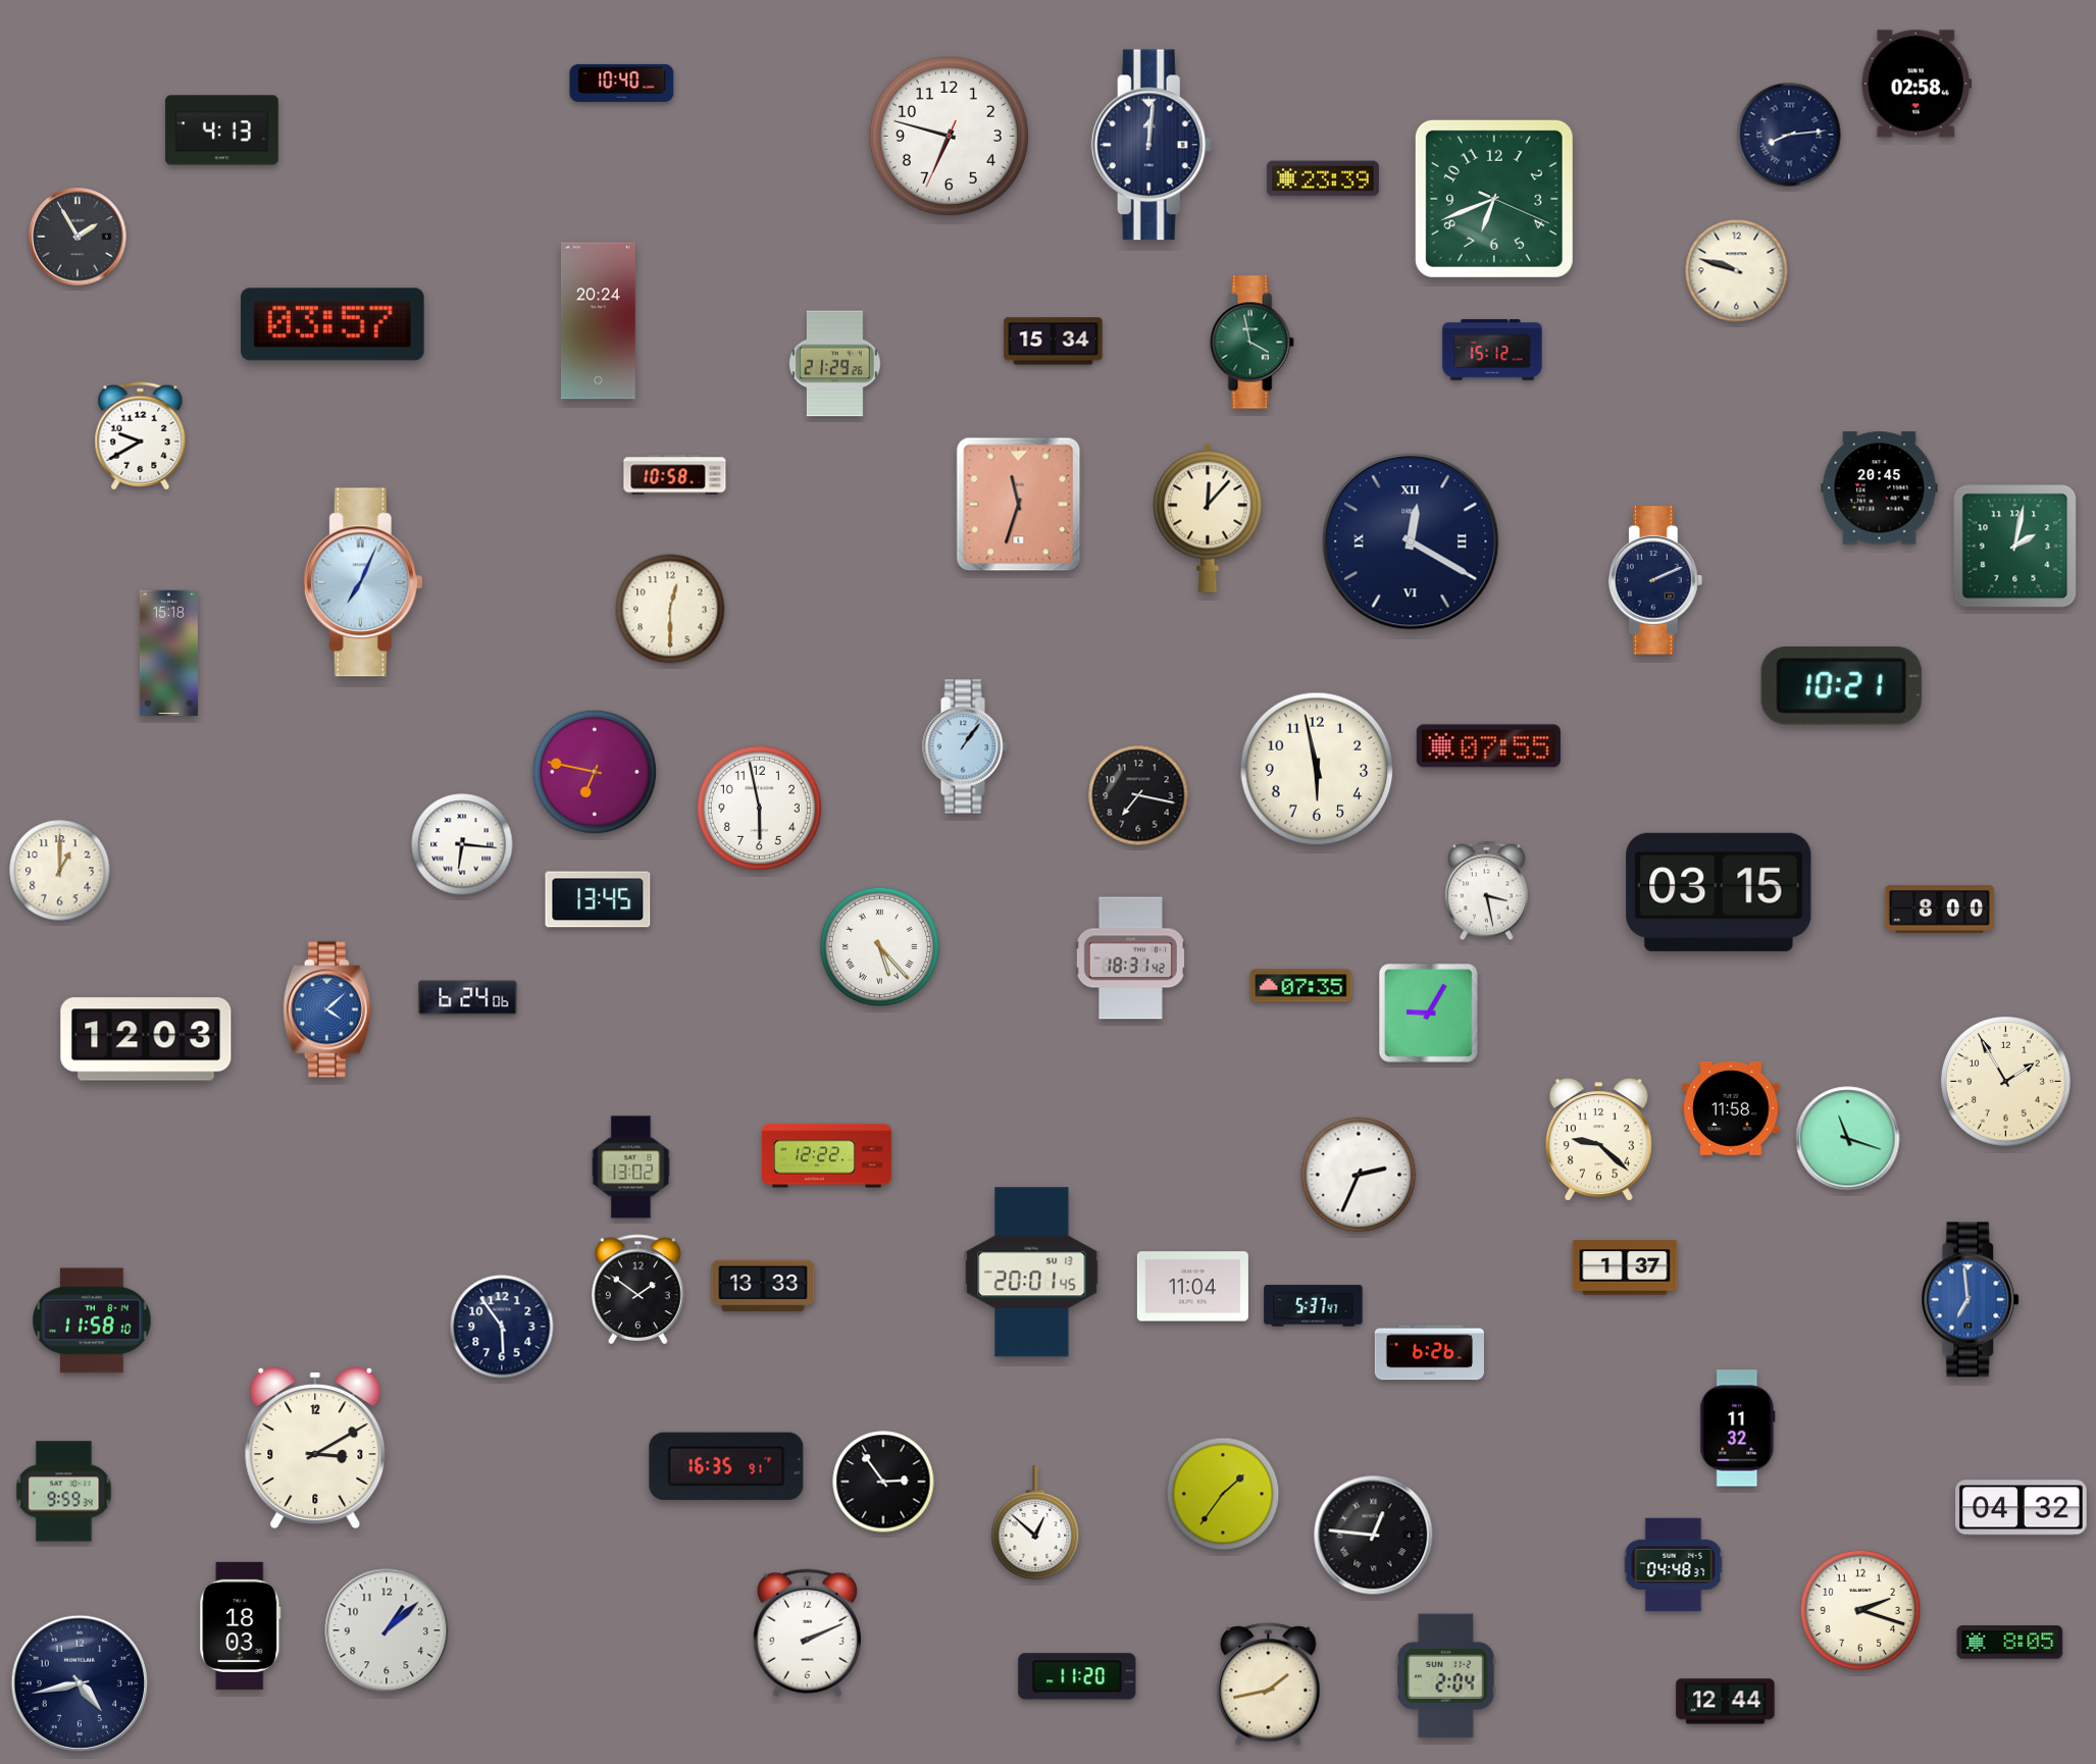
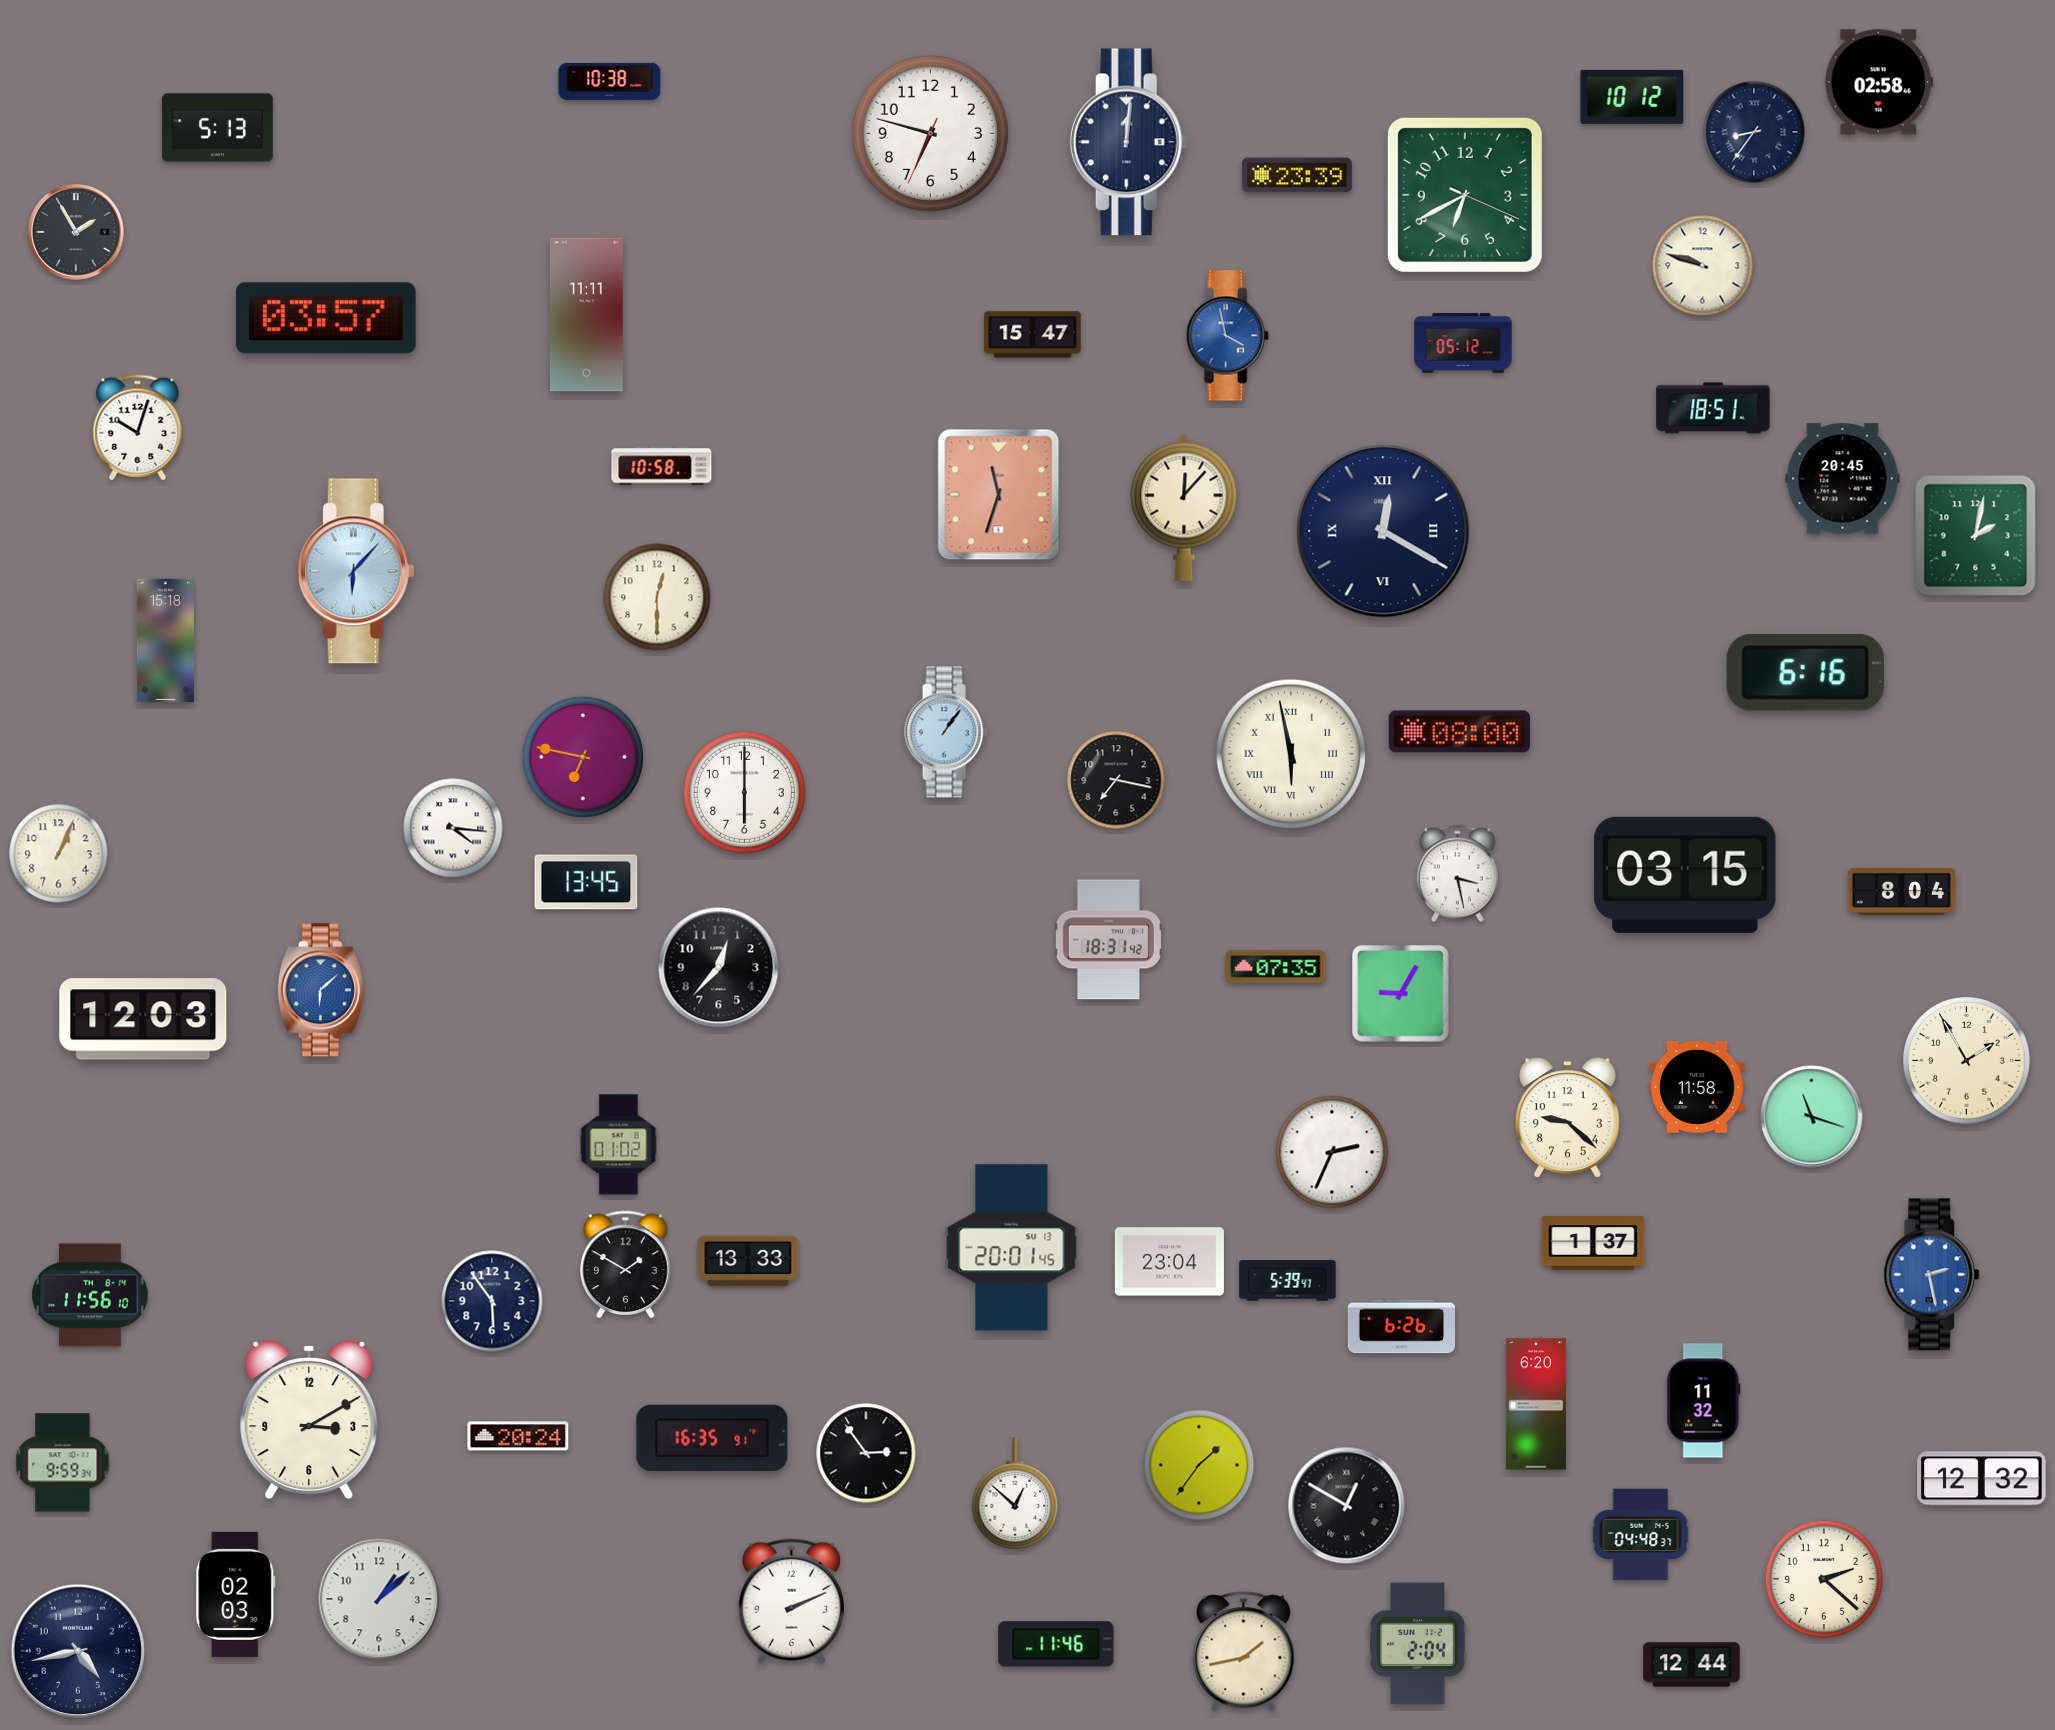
clock at (622, 83): 10:40 -> 10:38
clock at (1632, 97): none -> 10:12
clock at (222, 131): 4:13 -> 5:13
clock at (1789, 135): 8:14 -> 8:36
clock at (1494, 199): 6:41 -> 6:40
clock at (598, 321): 20:24 -> 11:11
clock at (1054, 342): 15:34 -> 15:47
clock at (1251, 343) dial: green -> blue
clock at (1492, 350): 15:12 -> 05:12
clock at (835, 364): 21:29 -> none
clock at (1713, 408): none -> 18:51
clock at (141, 436): 9:40 -> 10:03
clock at (1656, 580): 2:11 -> none
clock at (363, 582): 7:04 -> 6:07
clock at (1841, 686): 10:21 -> 6:16
clock at (1488, 746): 07:55 -> 08:00
clock at (1317, 769) numerals: Arabic -> Roman
clock at (759, 808): 5:58 -> 6:00
clock at (462, 844): 6:16 -> 4:16
clock at (60, 871): 1:00 -> 1:04
clock at (1939, 910): 8:00 -> 8:04
clock at (880, 947): 5:23 -> none
clock at (719, 968): none -> 12:37
clock at (468, 998): 6:24 -> none
clock at (327, 1009): 4:08 -> 6:08
clock at (827, 1156): 12:22 -> none
clock at (631, 1168): 13:02 -> 01:02
clock at (1192, 1287): 11:04 -> 23:04
clock at (638, 1289): 1:51 -> 1:50
clock at (1971, 1300): 6:59 -> 2:28
clock at (1314, 1306): 5:37 -> 5:39
clock at (92, 1320): 11:58 -> 11:56
clock at (1536, 1404): none -> 6:20
clock at (518, 1436): none -> 20:24
clock at (2022, 1508): 04:32 -> 12:32
clock at (1374, 1536): 12:46 -> 12:50
clock at (1860, 1610): 2:18 -> 2:22
clock at (241, 1625): 18:03 -> 02:03
clock at (2010, 1643): 8:05 -> none
clock at (1077, 1676): 11:20 -> 11:46
clock at (1726, 1702) position: (1726, 1702) -> (1692, 1665)
